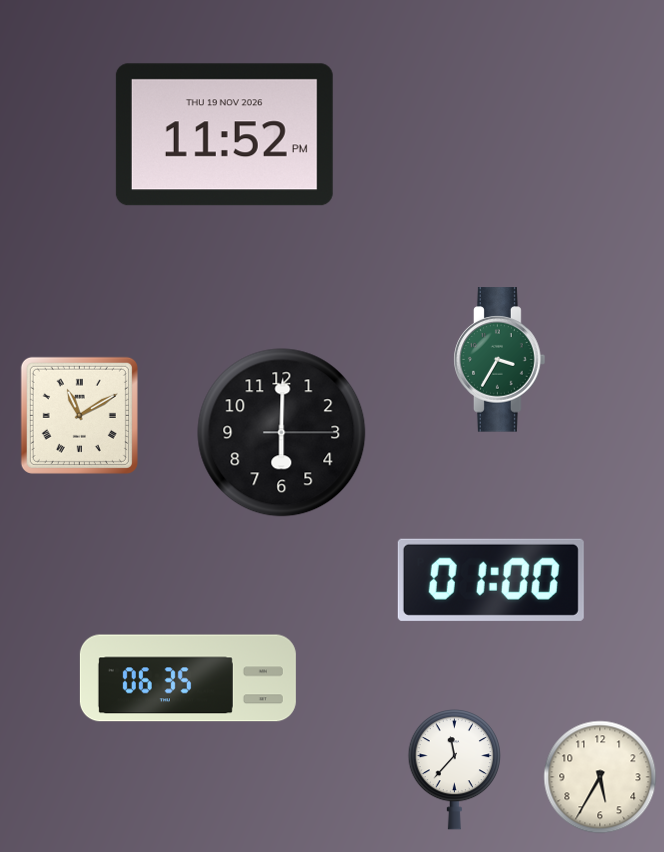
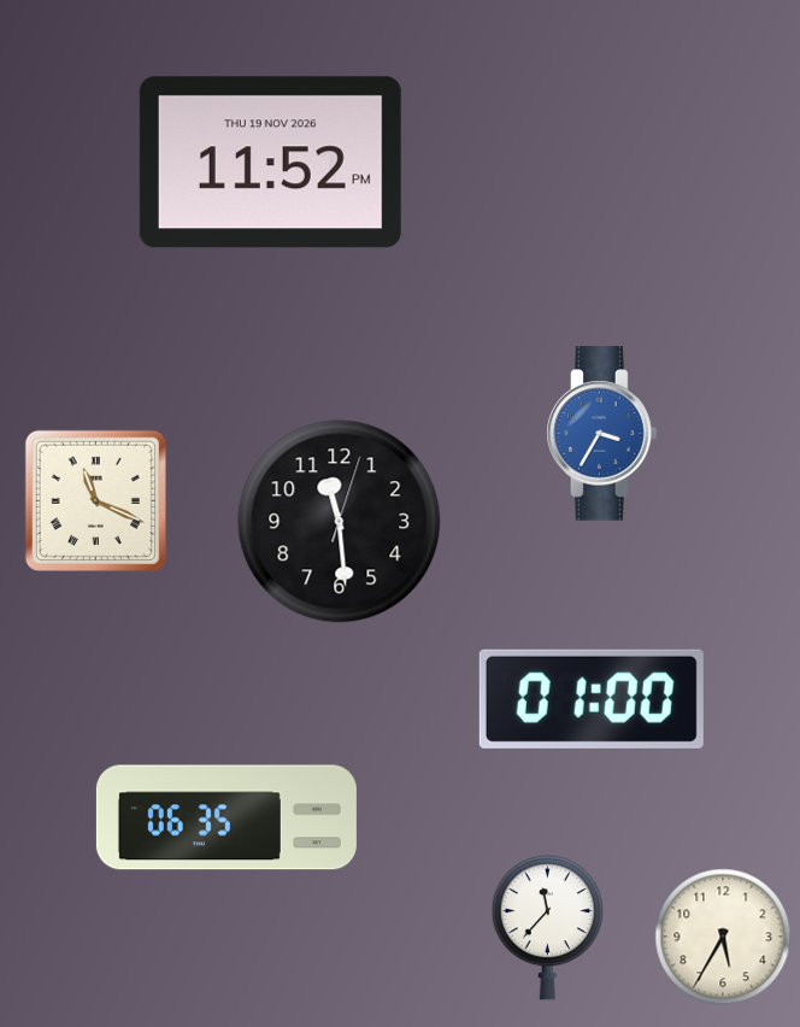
clock at (500, 360) dial: green -> blue
clock at (79, 415): 11:10 -> 11:19
clock at (282, 433): 6:00 -> 11:29
